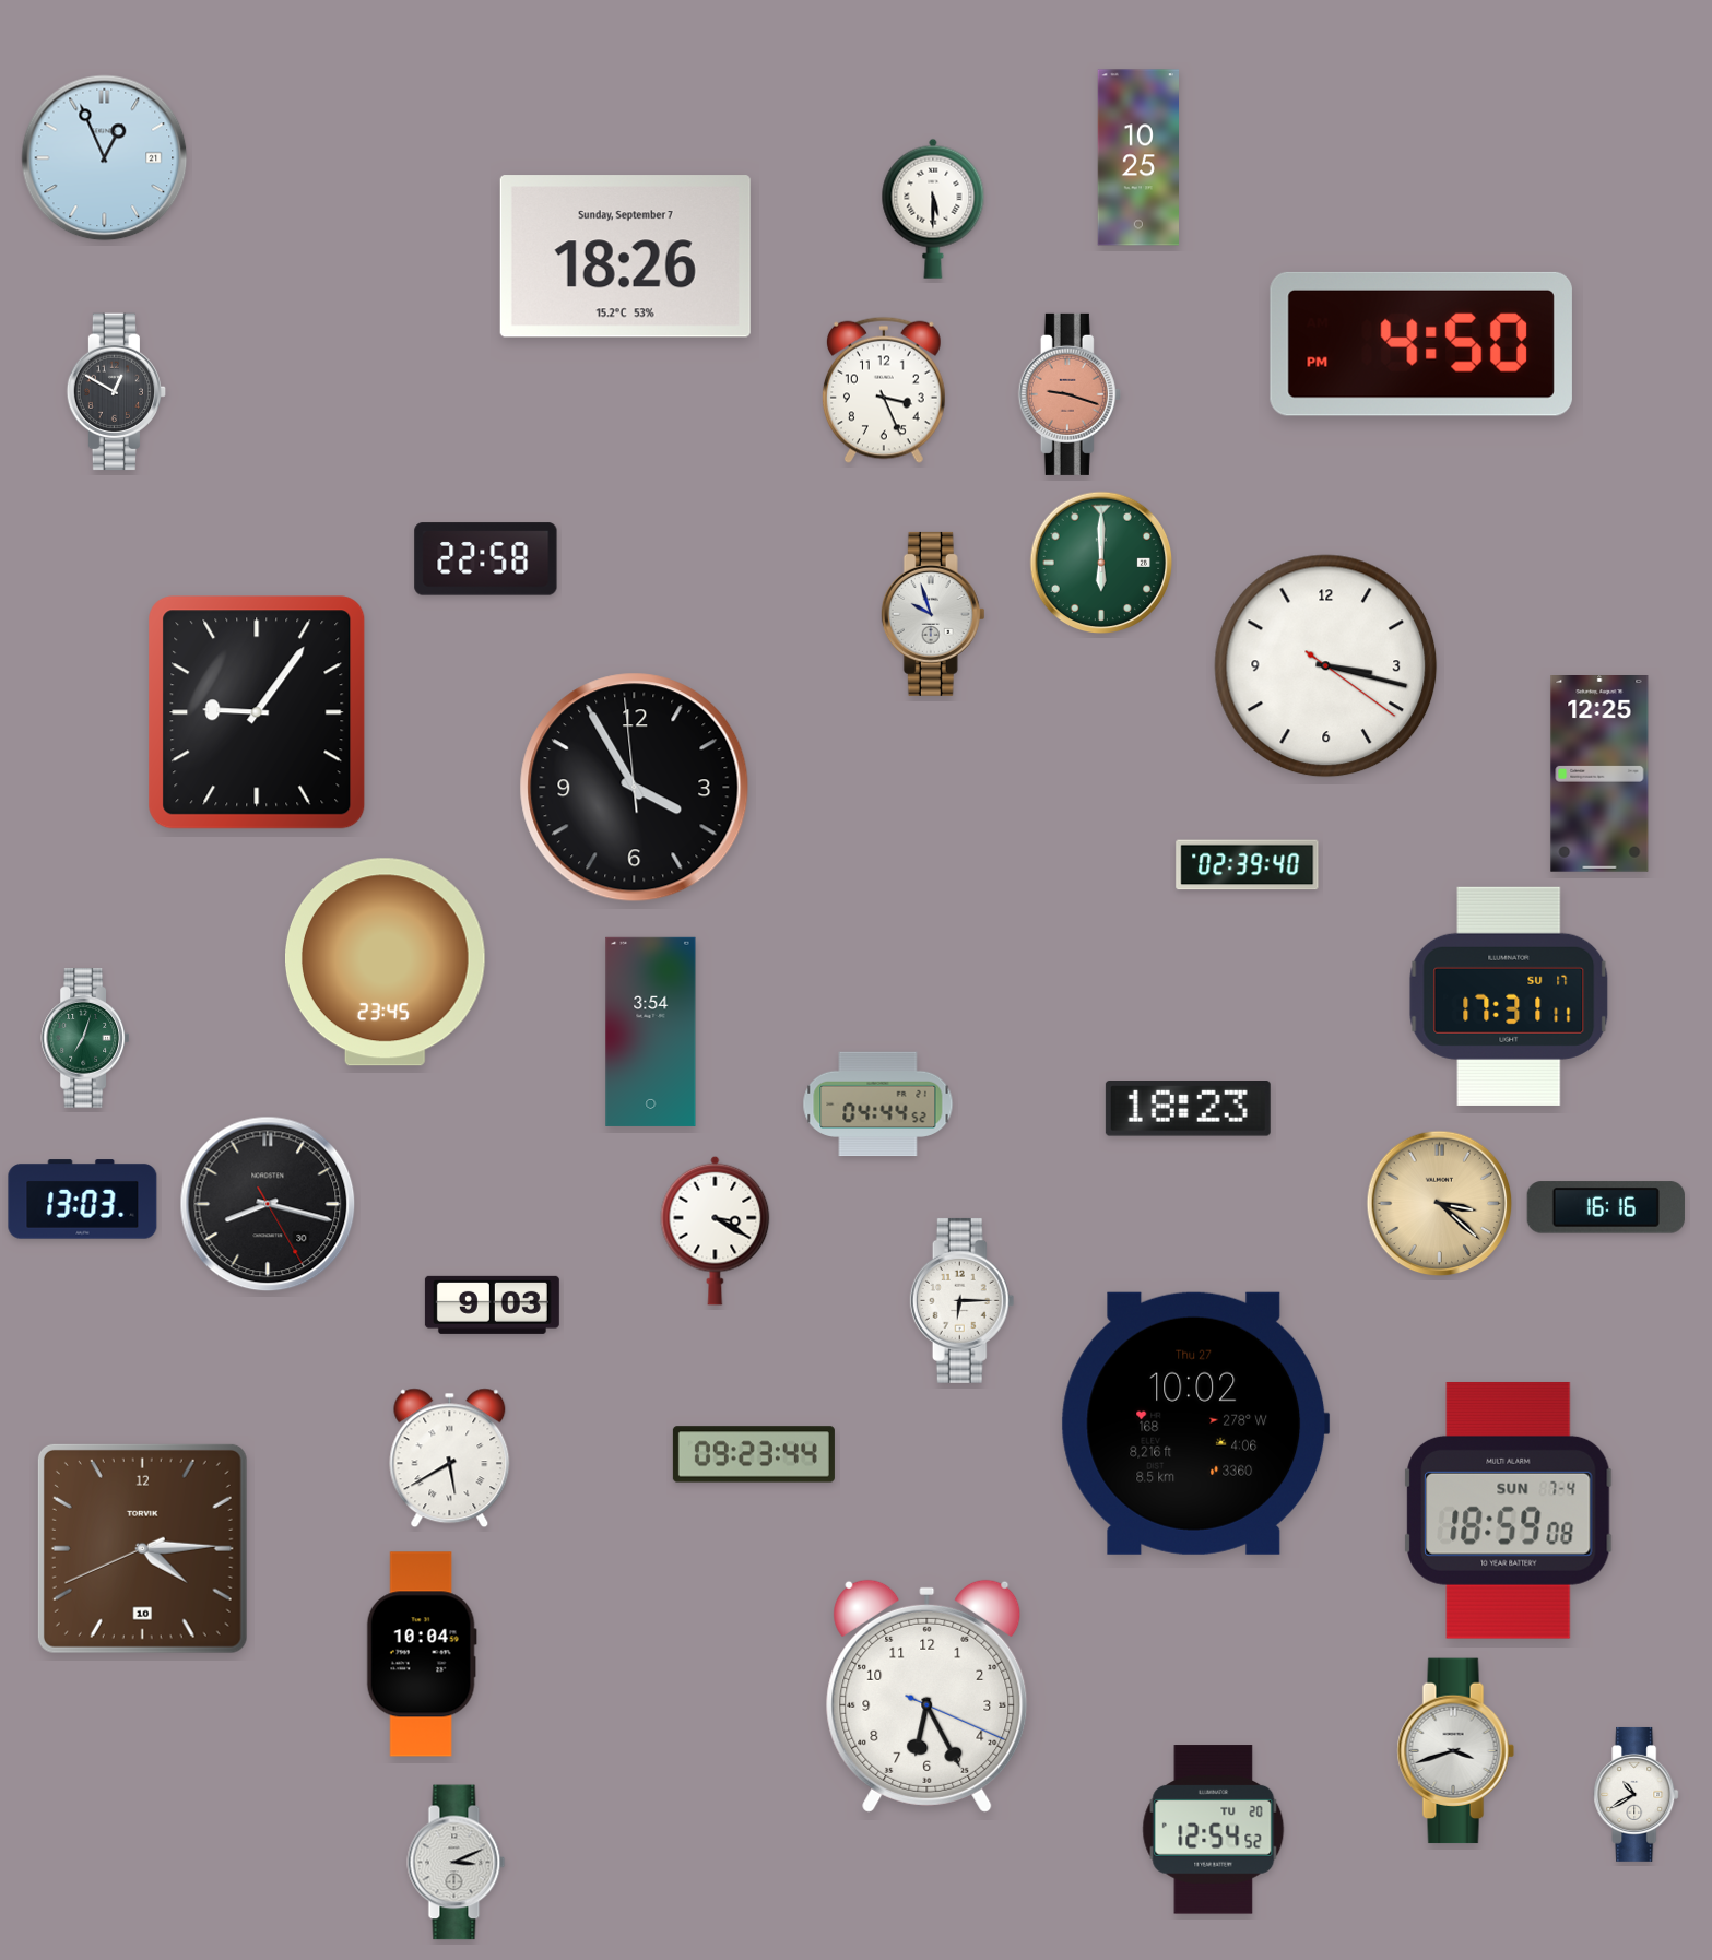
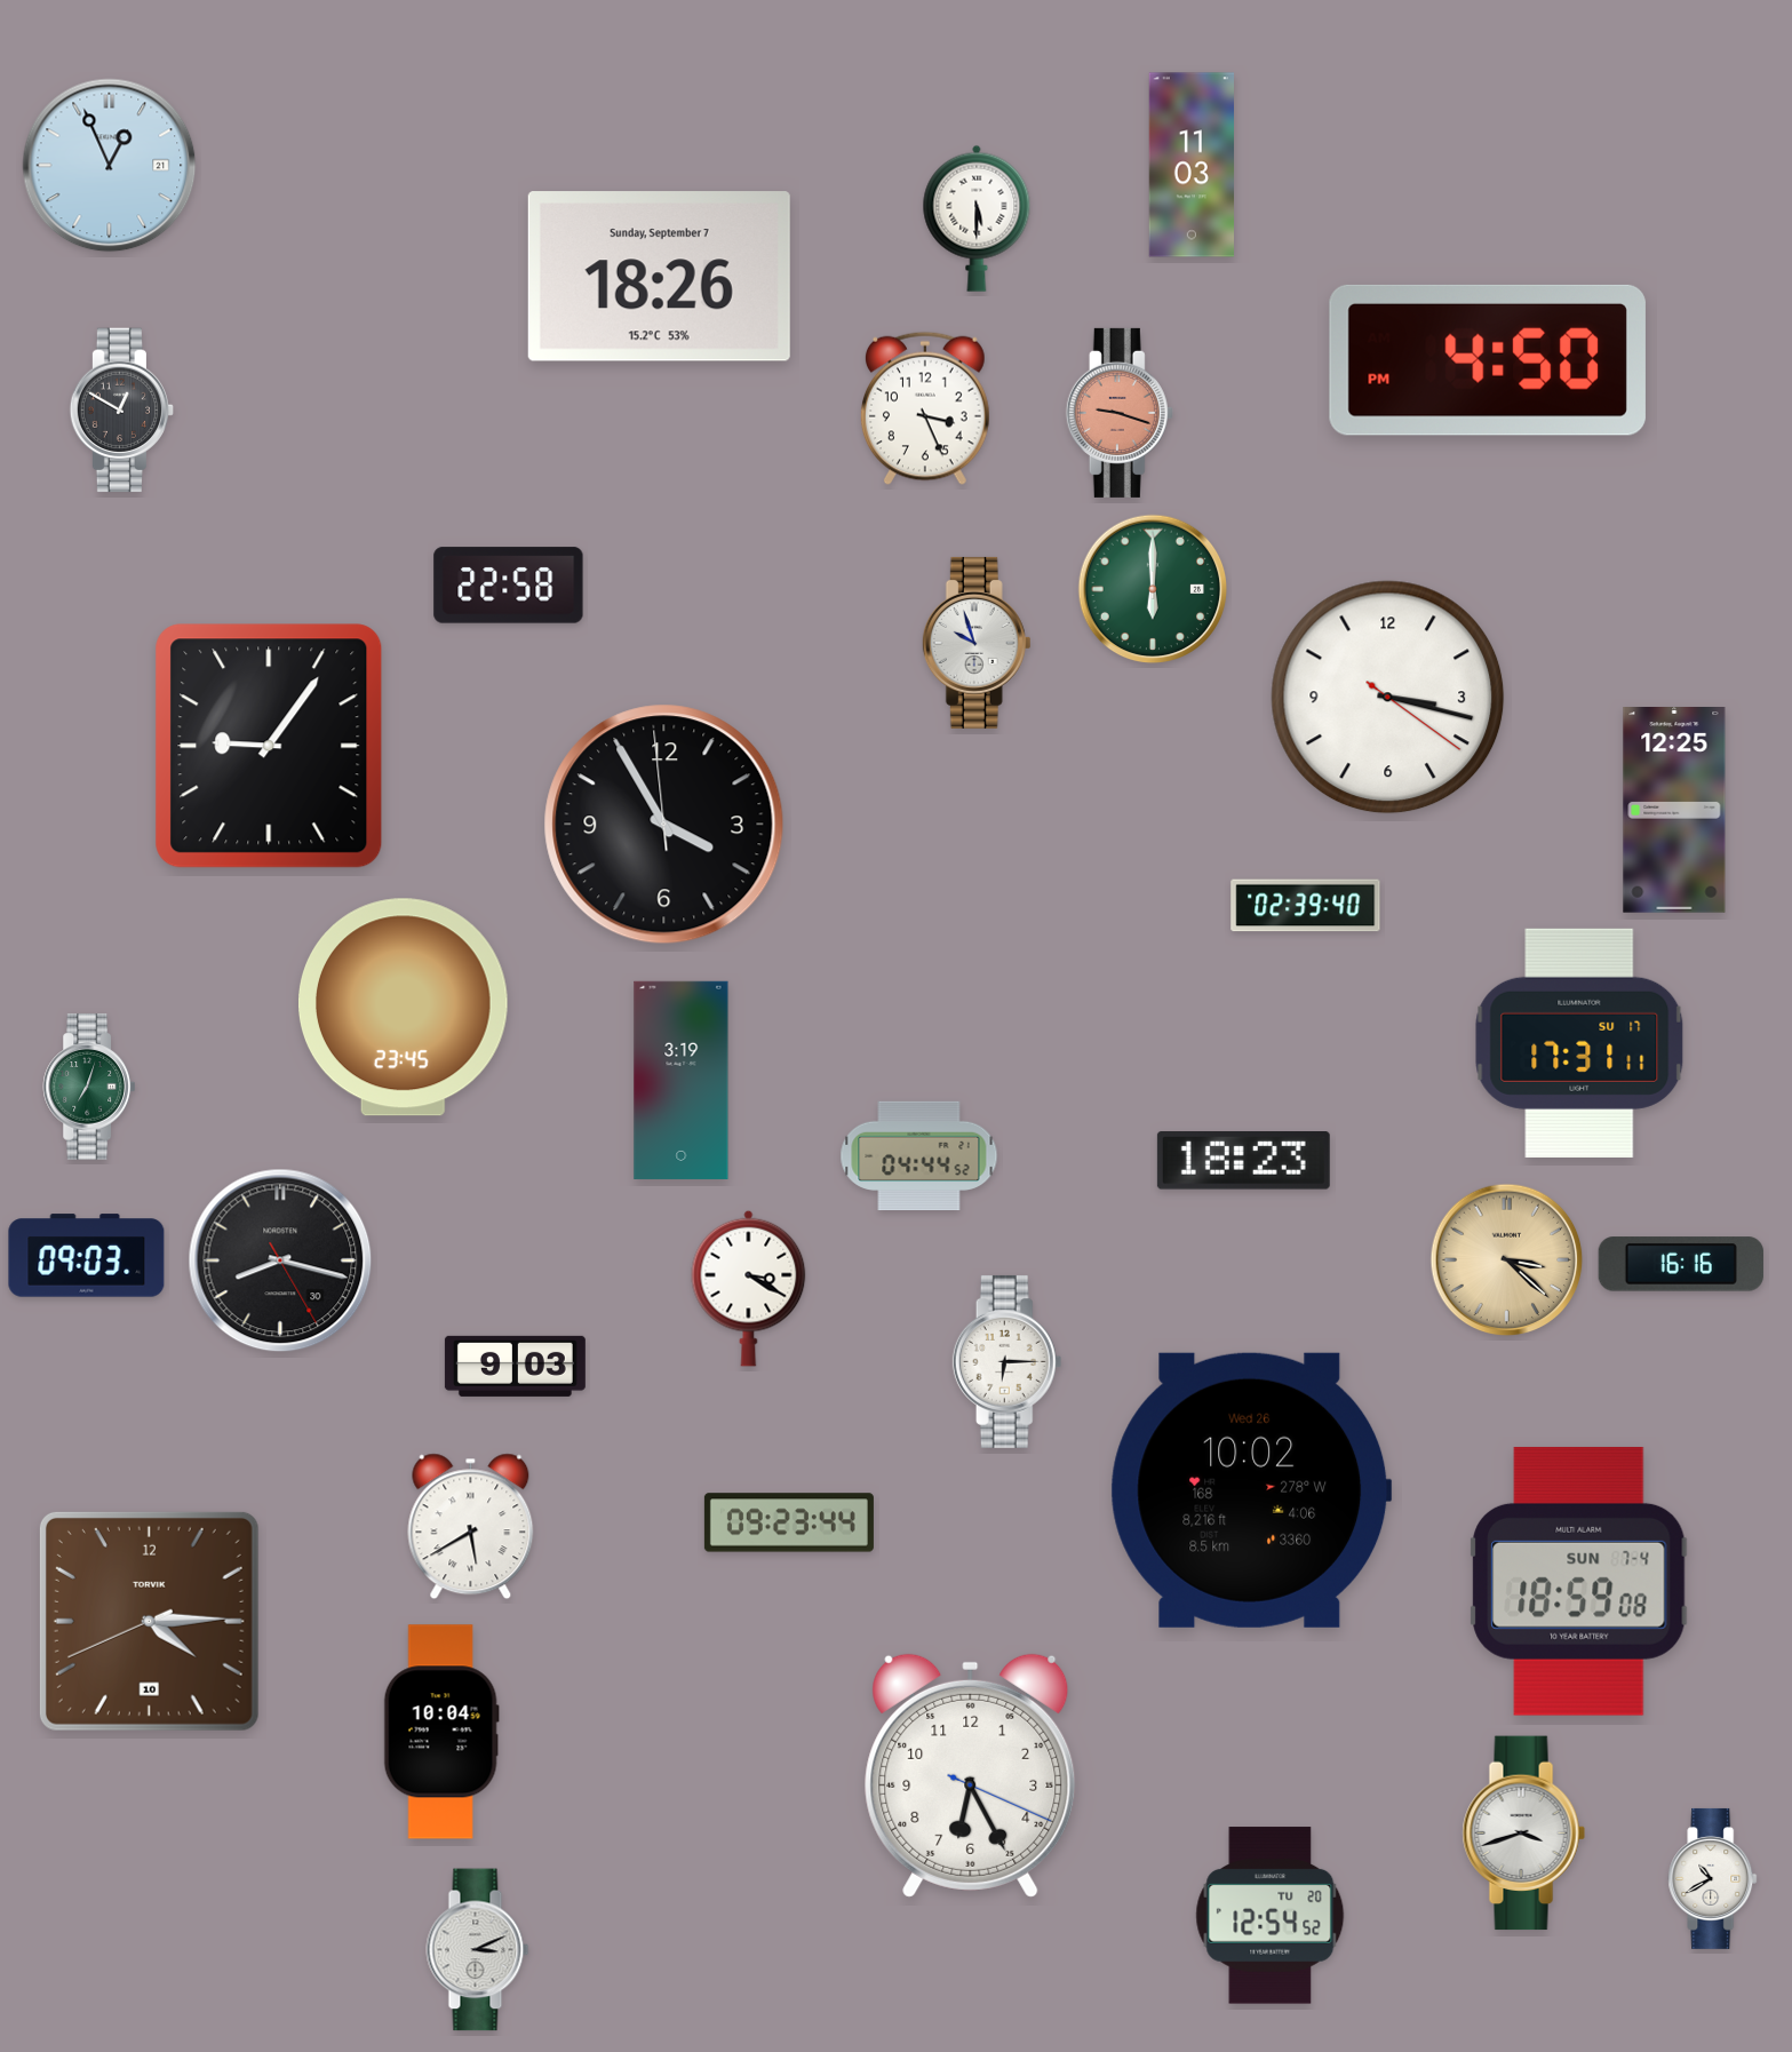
clock at (1137, 157): 10:25 -> 11:03
clock at (625, 257) position: (625, 257) -> (659, 277)
clock at (651, 1031): 3:54 -> 3:19
clock at (83, 1200): 13:03 -> 09:03
clock at (1195, 1424) date: Thu 27 -> Wed 26
